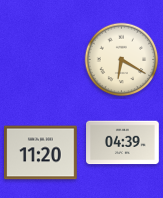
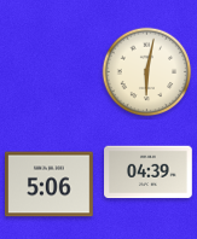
clock at (122, 60): 6:20 -> 6:02
clock at (41, 153): 11:20 -> 5:06
